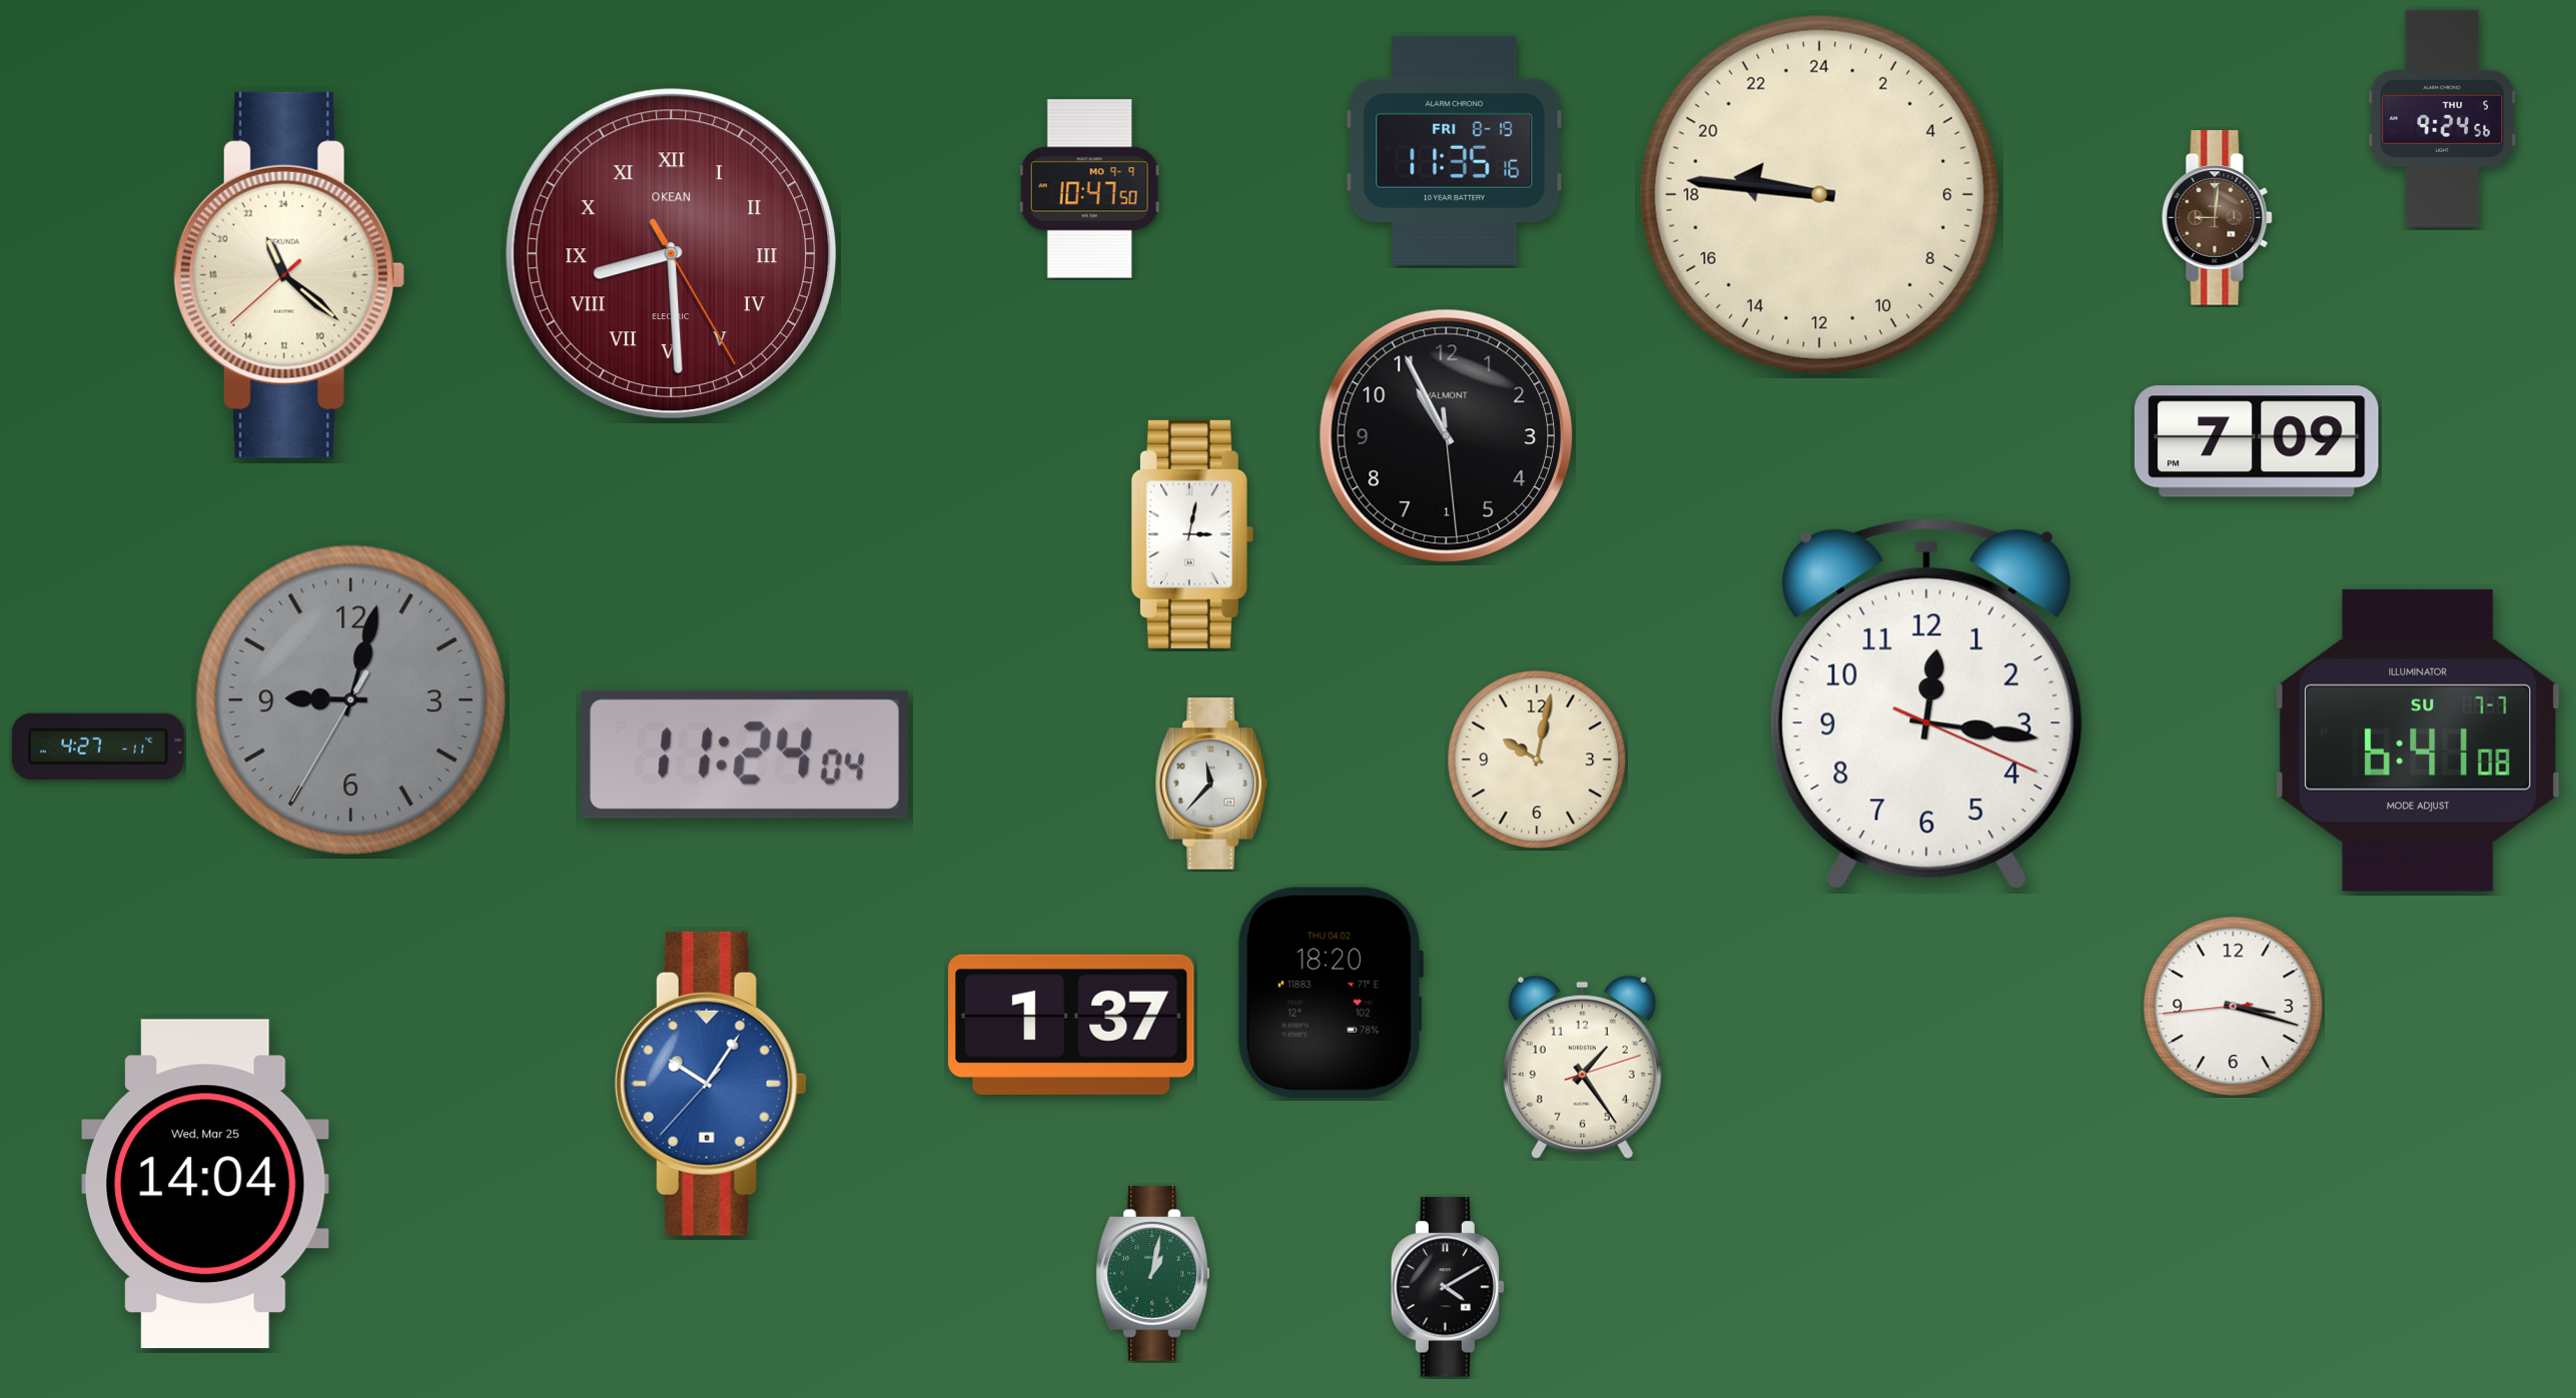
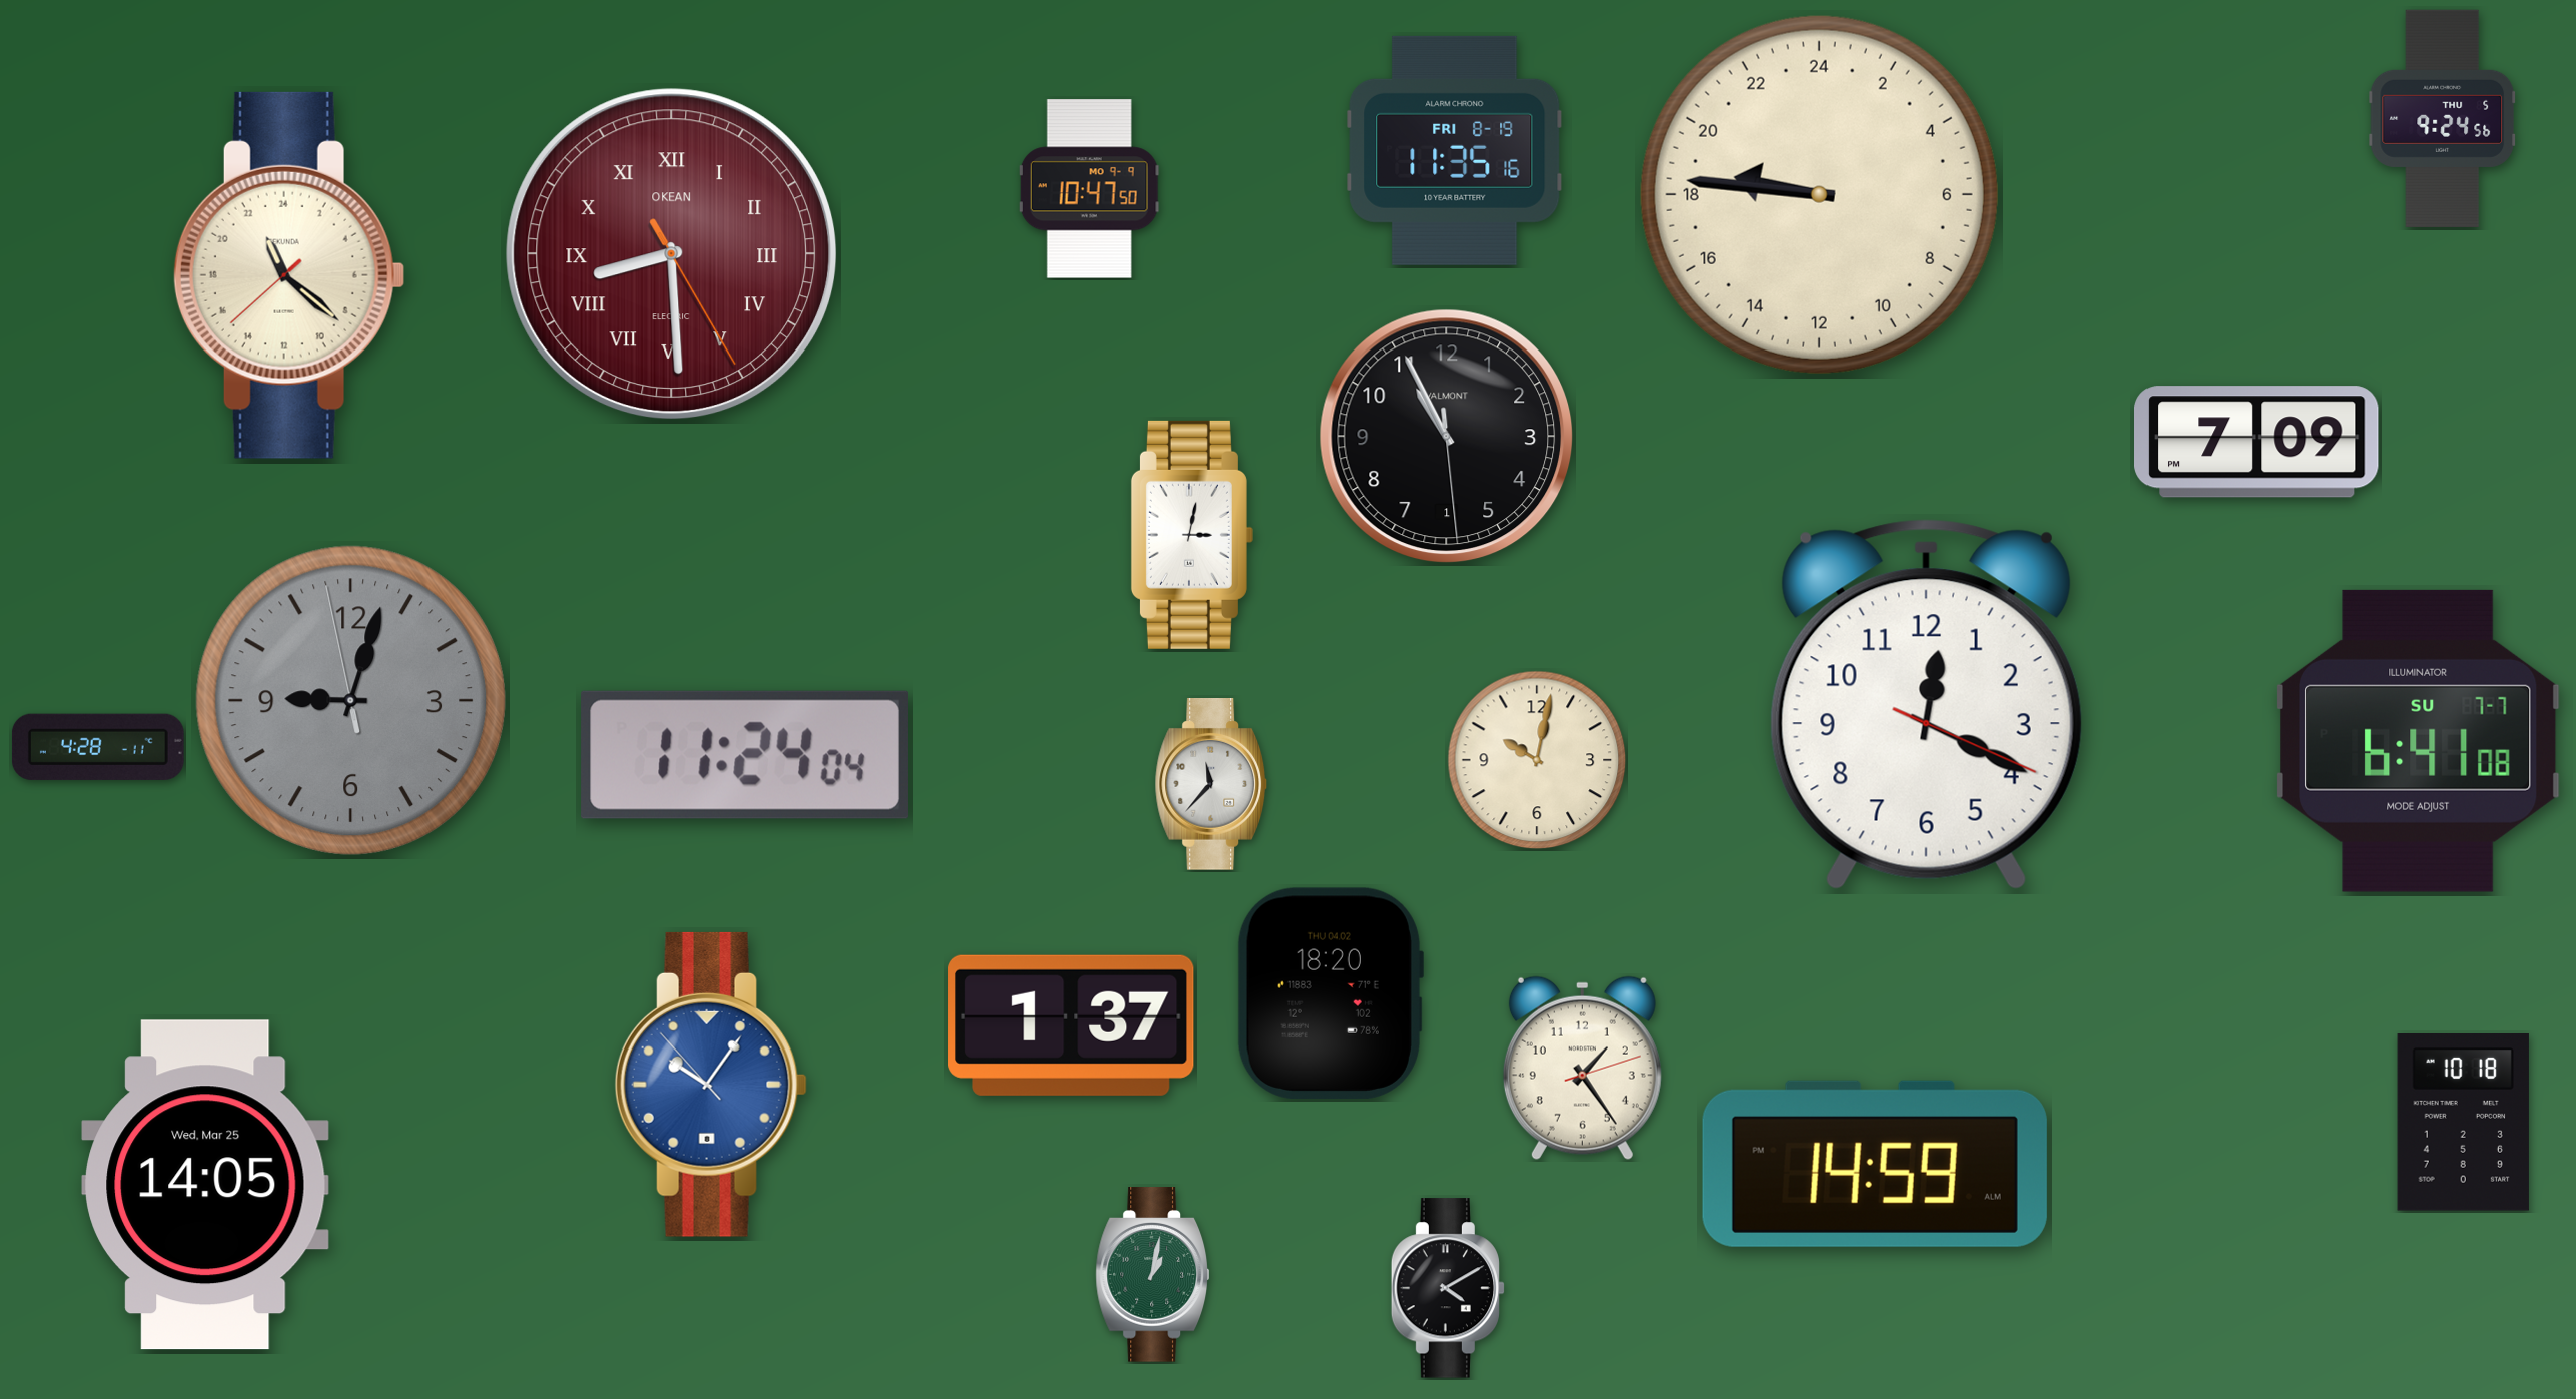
clock at (2217, 218): 9:01 -> none
clock at (350, 700): 9:02:35 -> 9:02:58
clock at (1926, 704): 12:16 -> 12:19
clock at (98, 747): 4:27 -> 4:28
clock at (2234, 1007): 3:17 -> none
clock at (711, 1084): 10:05:37 -> 10:05:53
clock at (2463, 1123): none -> 10:18
clock at (1875, 1164): none -> 14:59
clock at (205, 1184): 14:04 -> 14:05
